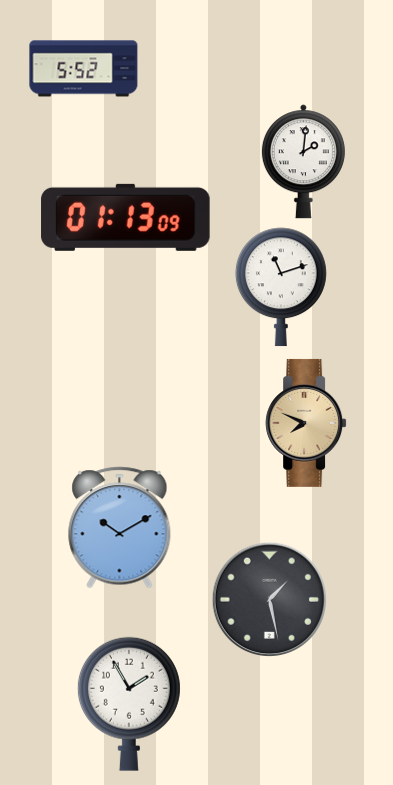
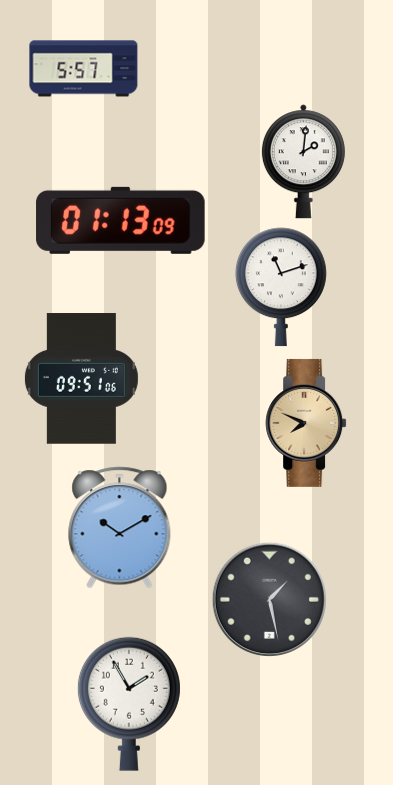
clock at (84, 69): 5:52 -> 5:57
clock at (126, 217) position: (126, 217) -> (121, 220)
clock at (81, 379): none -> 09:51
